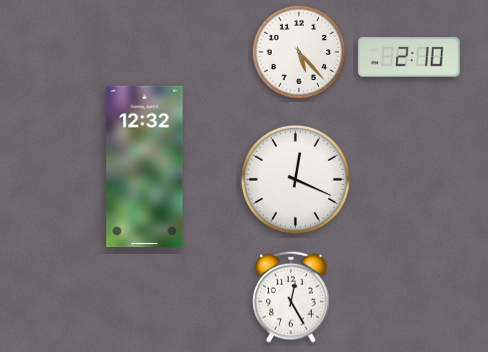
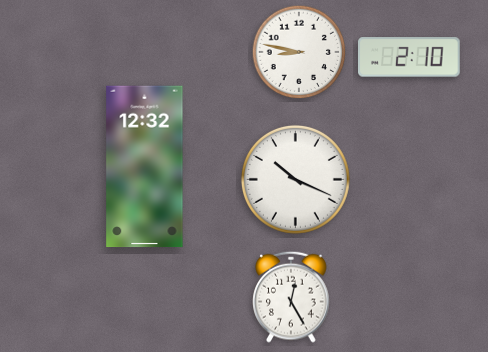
clock at (299, 52): 5:23 -> 8:47
clock at (295, 179): 12:19 -> 10:19
